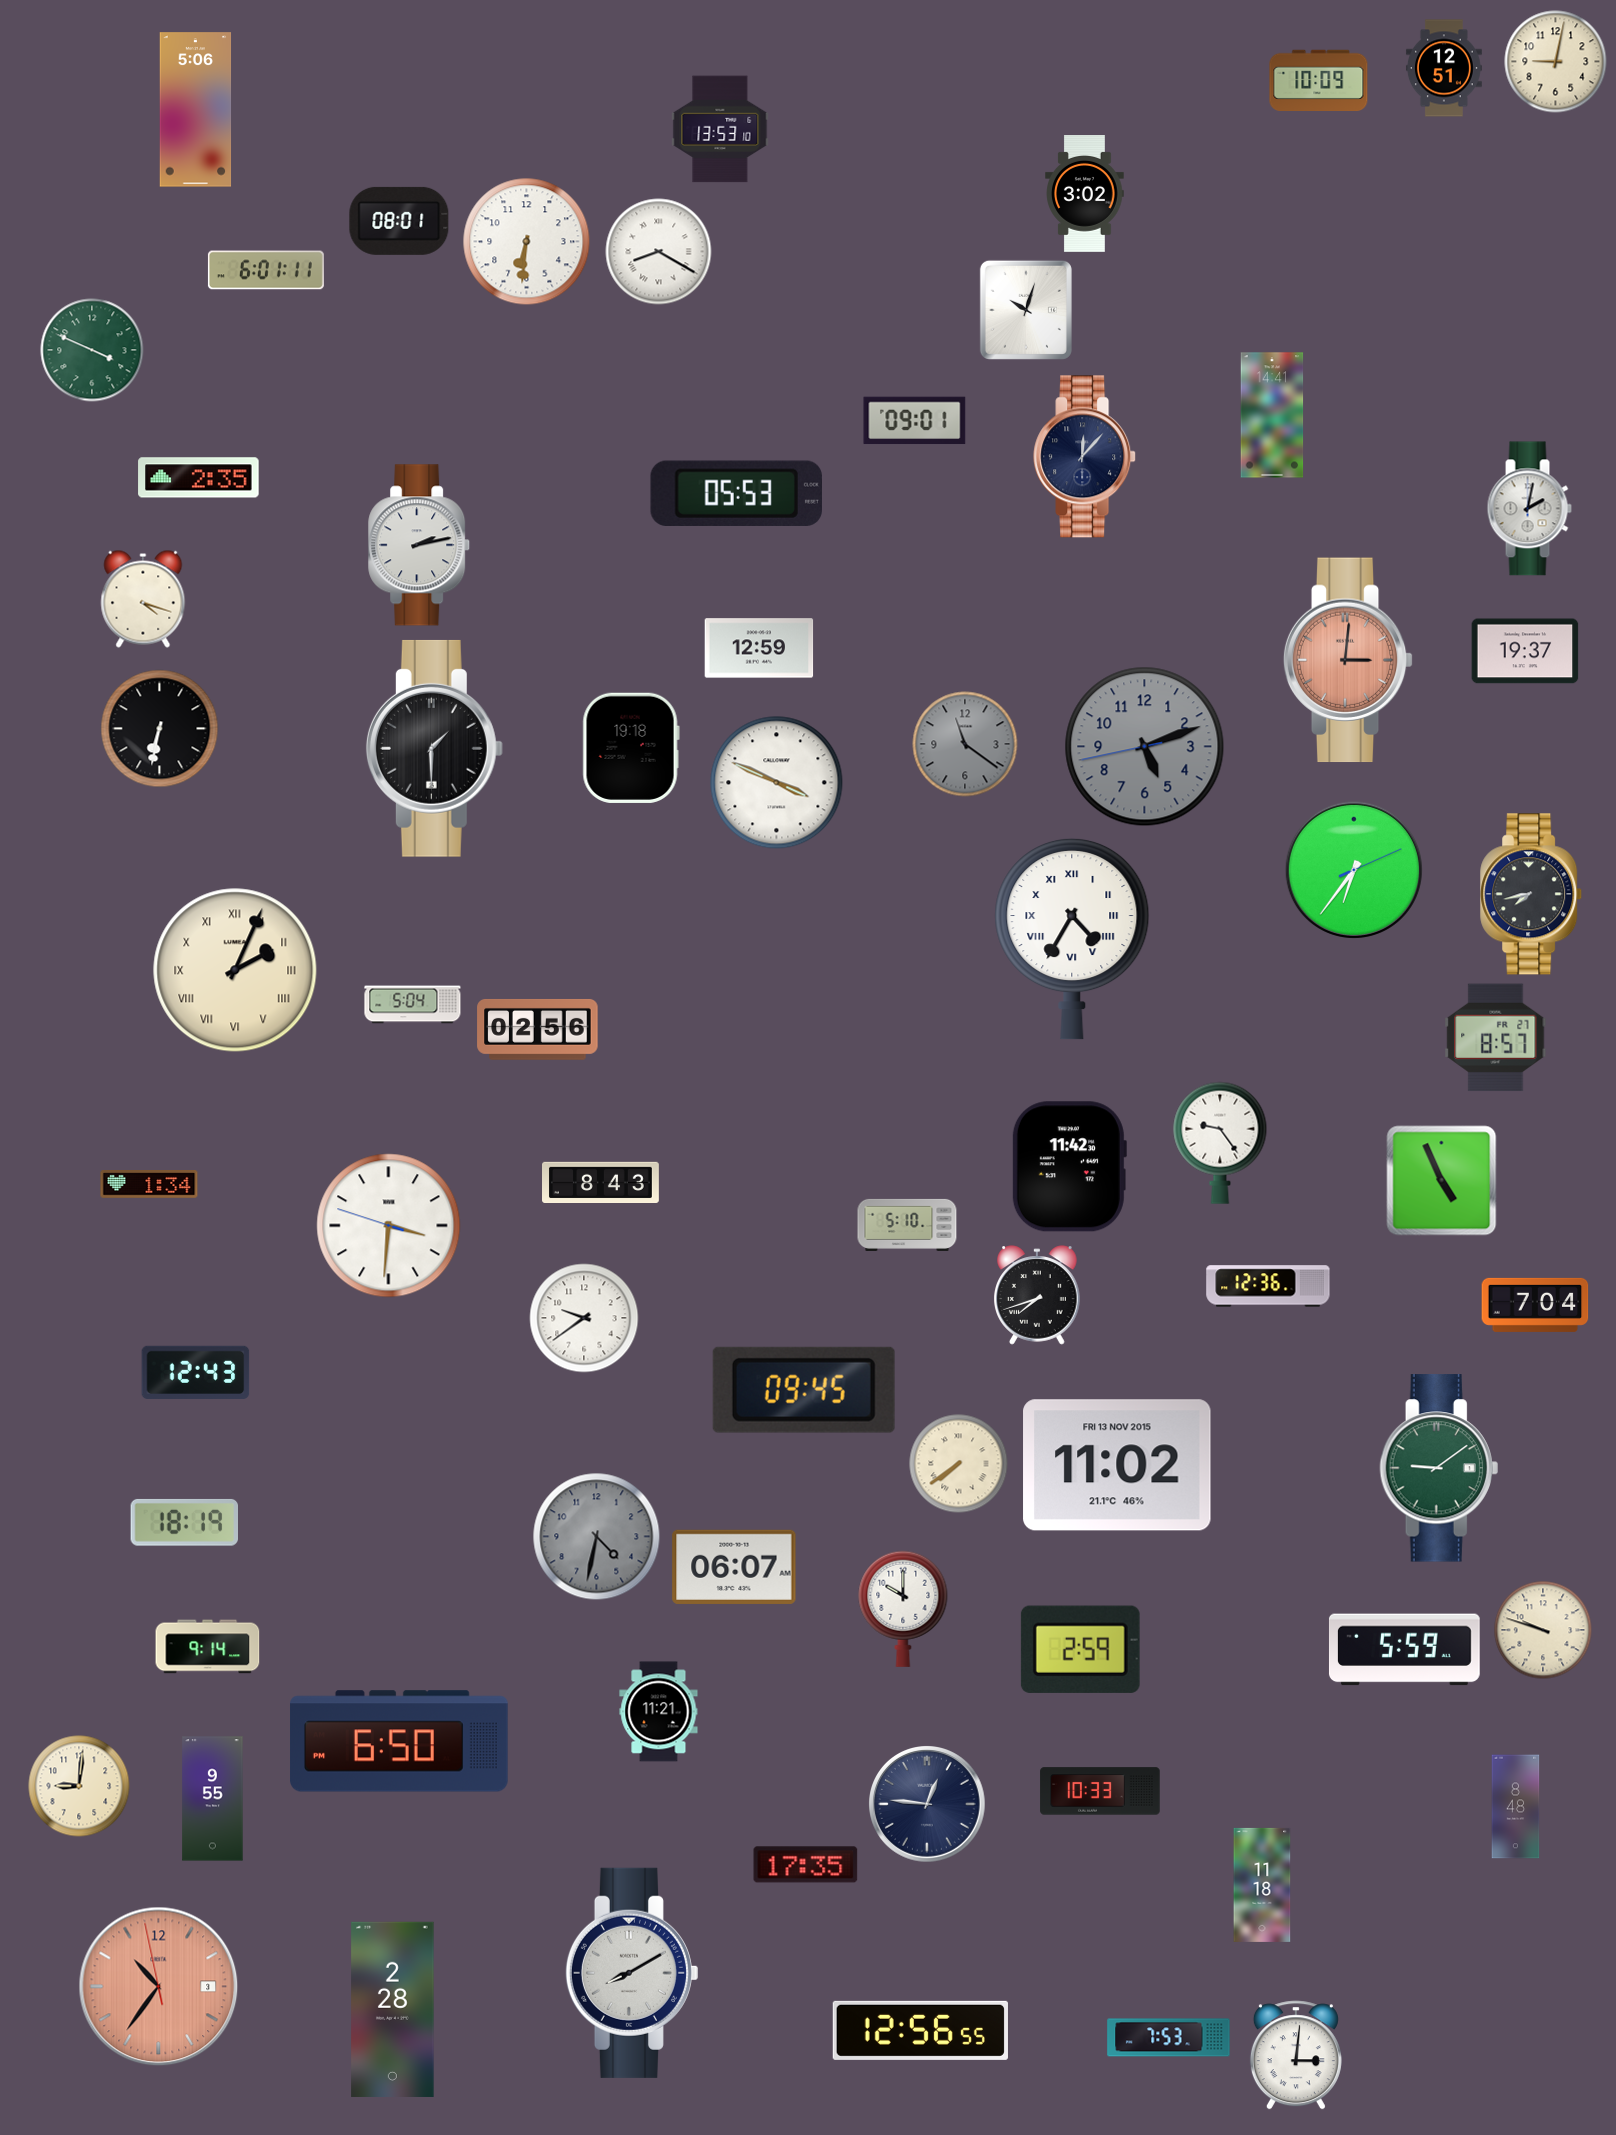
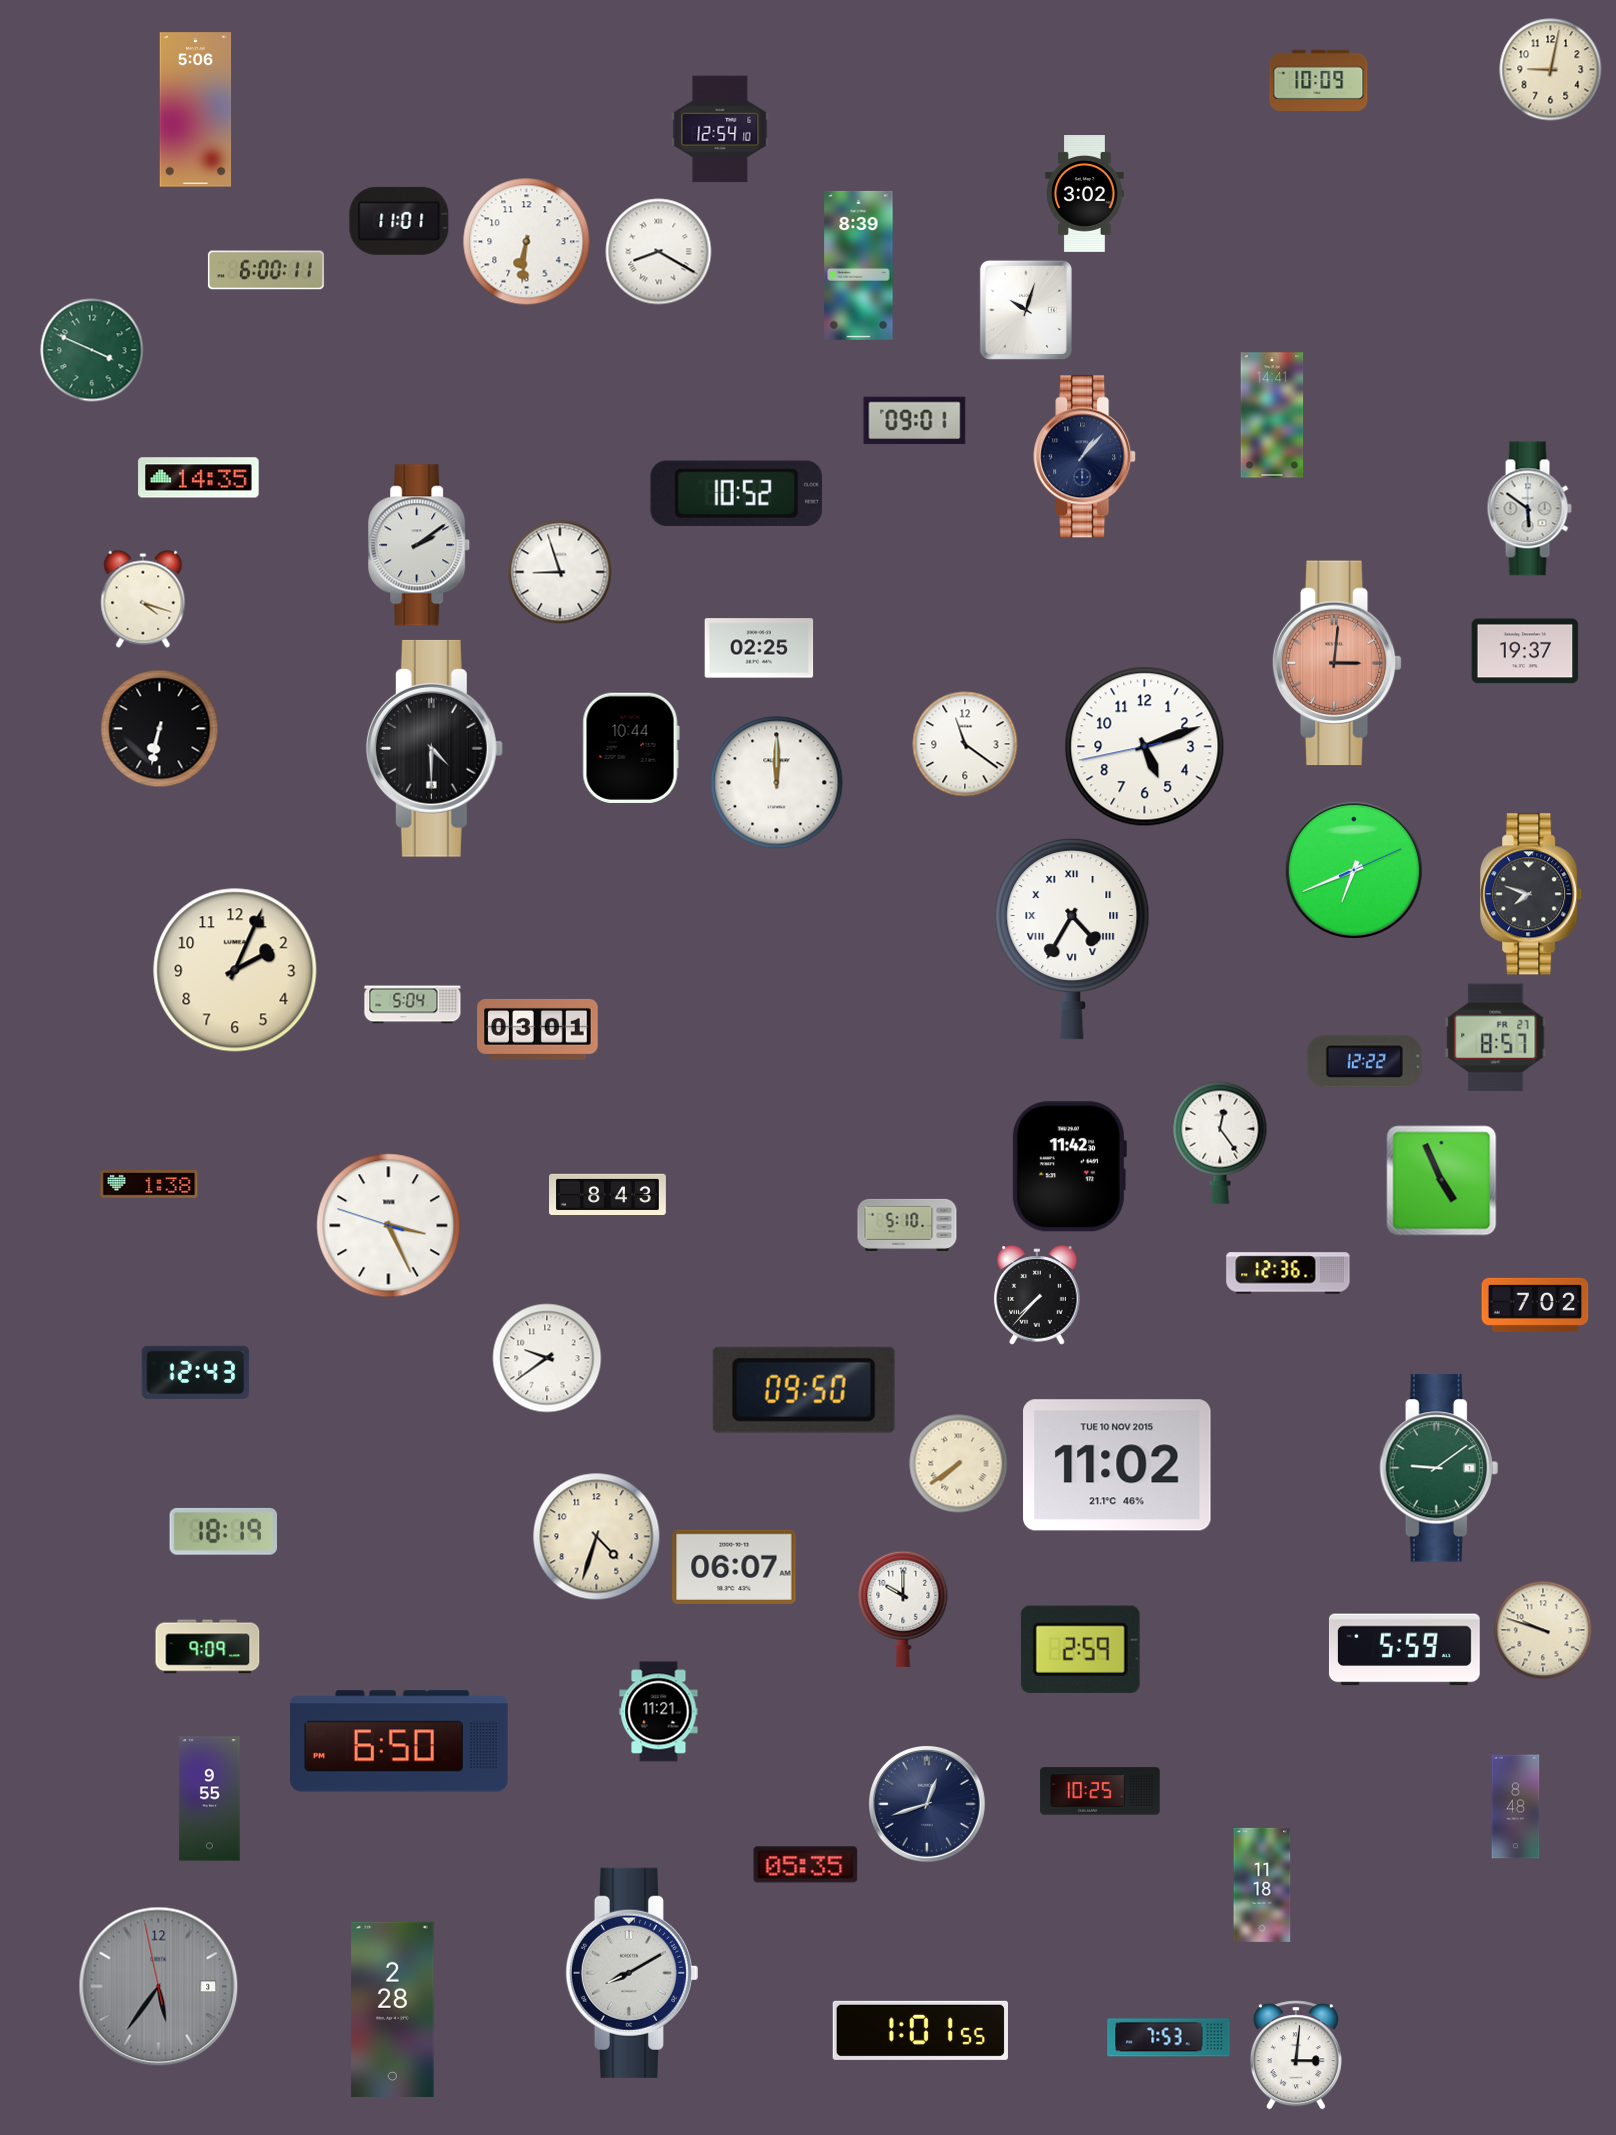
clock at (1556, 62) position: (1556, 62) -> (1551, 70)
clock at (1444, 68): 12:51 -> none
clock at (720, 129): 13:53 -> 12:54
clock at (399, 221): 08:01 -> 11:01
clock at (859, 265): none -> 8:39
clock at (266, 270): 6:01 -> 6:00
clock at (1085, 457): 12:07 -> 1:07
clock at (199, 478): 2:35 -> 14:35
clock at (736, 493): 05:53 -> 10:52
clock at (1529, 509): 2:02 -> 5:51
clock at (420, 545): 2:13 -> 2:09
clock at (560, 572): none -> 8:57
clock at (759, 648): 12:59 -> 02:25
clock at (1348, 660) position: (1348, 660) -> (1337, 663)
clock at (965, 744) dial: grey -> white
clock at (1145, 747) dial: grey -> white
clock at (434, 748): 1:30 -> 4:30
clock at (631, 748): 19:18 -> 10:44
clock at (777, 783): 3:49 -> 12:00
clock at (1354, 870): 6:36 -> 6:41
clock at (1532, 894): 7:43 -> 7:48
clock at (235, 970) numerals: Roman -> Arabic
clock at (538, 1029): 02:56 -> 03:01
clock at (1364, 1062): none -> 12:22
clock at (1220, 1143): 9:24 -> 12:24
clock at (601, 1182) position: (601, 1182) -> (608, 1194)
clock at (149, 1184): 1:34 -> 1:38
clock at (389, 1226): 3:30 -> 3:25
clock at (1268, 1286) position: (1268, 1286) -> (1288, 1273)
clock at (1037, 1295): 7:42 -> 7:37
clock at (1535, 1305): 7:04 -> 7:02
clock at (584, 1318) position: (584, 1318) -> (547, 1358)
clock at (804, 1390): 09:45 -> 09:50
clock at (1117, 1465) date: FRI 13 NOV 2015 -> TUE 10 NOV 2015
clock at (184, 1522) position: (184, 1522) -> (223, 1531)
clock at (597, 1537): 4:32 -> 4:33
clock at (597, 1537) dial: grey -> cream
clock at (208, 1647): 9:14 -> 9:09
clock at (79, 1786): 9:01 -> none
clock at (1100, 1791): 10:33 -> 10:25
clock at (213, 1799) position: (213, 1799) -> (210, 1799)
clock at (928, 1805): 12:46 -> 12:42
clock at (806, 1865): 17:35 -> 05:35
clock at (159, 1987): 10:35 -> 5:35
clock at (159, 1987) dial: salmon -> grey
clock at (920, 2030): 12:56 -> 1:01
